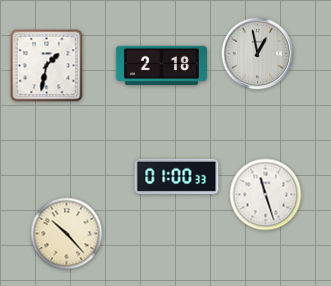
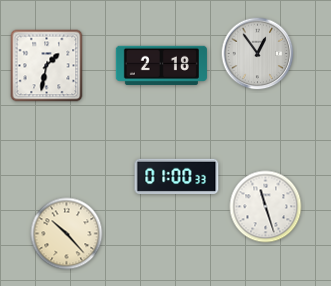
clock at (258, 54): 12:58 -> 12:54
clock at (266, 195) position: (266, 195) -> (266, 207)
